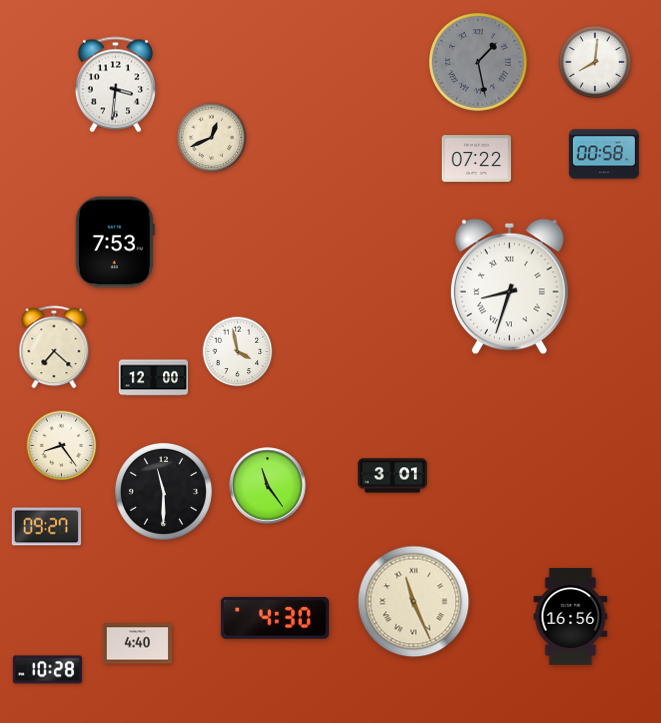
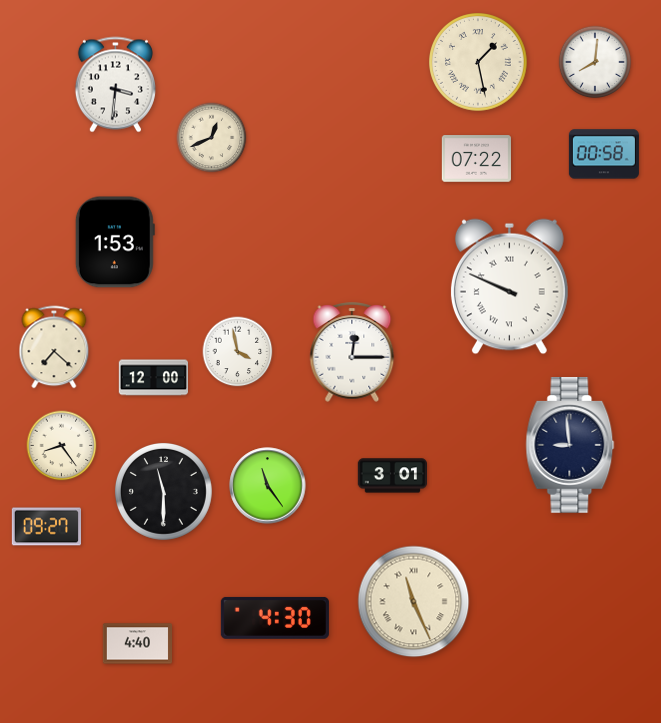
clock at (479, 63) dial: grey -> cream
clock at (115, 242): 7:53 -> 1:53
clock at (509, 287): 8:33 -> 9:49
clock at (352, 352): none -> 12:15
clock at (570, 446): none -> 8:59
clock at (571, 616): 16:56 -> none
clock at (47, 670): 10:28 -> none
